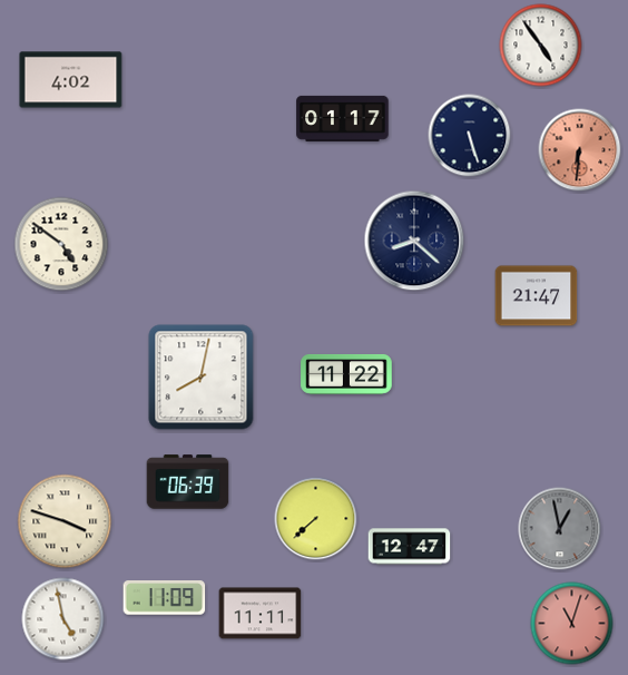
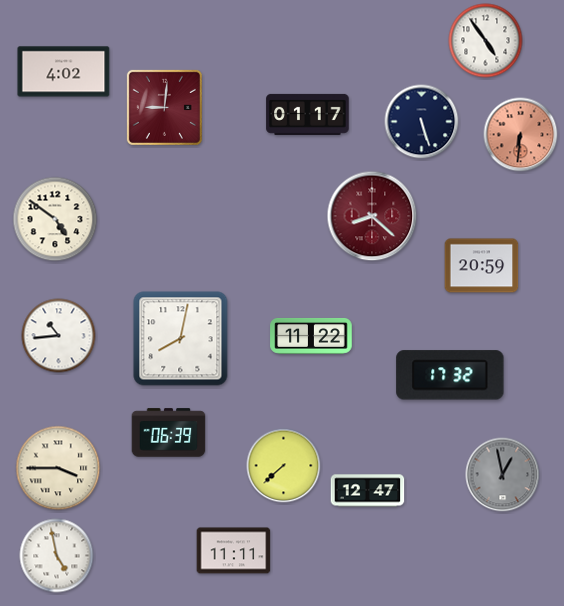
clock at (343, 118) position: (343, 118) -> (308, 114)
clock at (164, 107): none -> 9:01
clock at (414, 241) dial: navy -> burgundy
clock at (537, 296): 21:47 -> 20:59
clock at (59, 336): none -> 10:44
clock at (450, 375): none -> 17:32
clock at (65, 521): 3:48 -> 3:45
clock at (165, 598): 11:09 -> none
clock at (572, 624): 11:03 -> none
